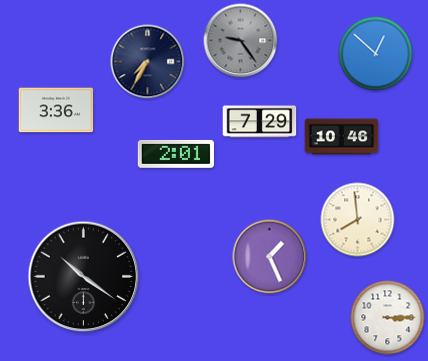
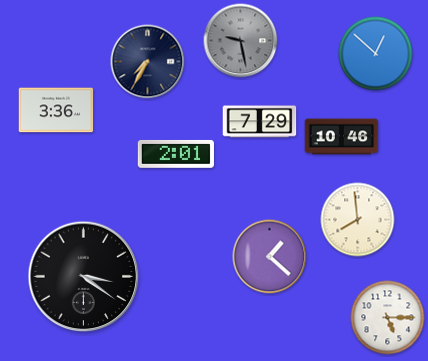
clock at (241, 41): 9:24 -> 9:28
clock at (270, 257): 1:26 -> 1:22
clock at (84, 277): 10:21 -> 3:21
clock at (388, 318): 3:15 -> 5:15
